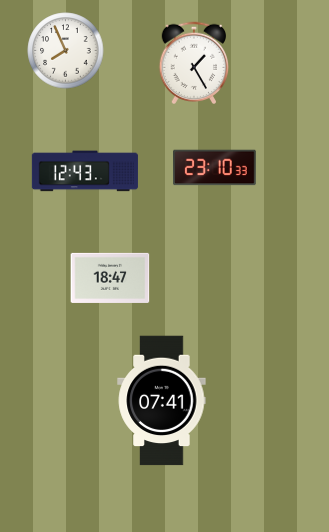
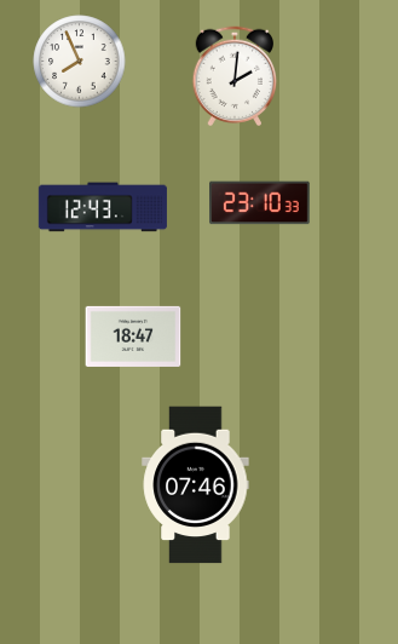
clock at (194, 62): 1:25 -> 2:01
clock at (162, 401): 07:41 -> 07:46
